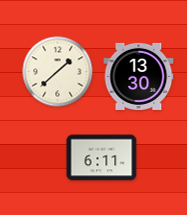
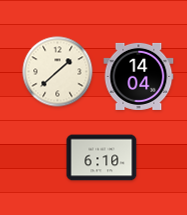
clock at (139, 76): 13:30 -> 14:04
clock at (102, 158): 6:11 -> 6:10
